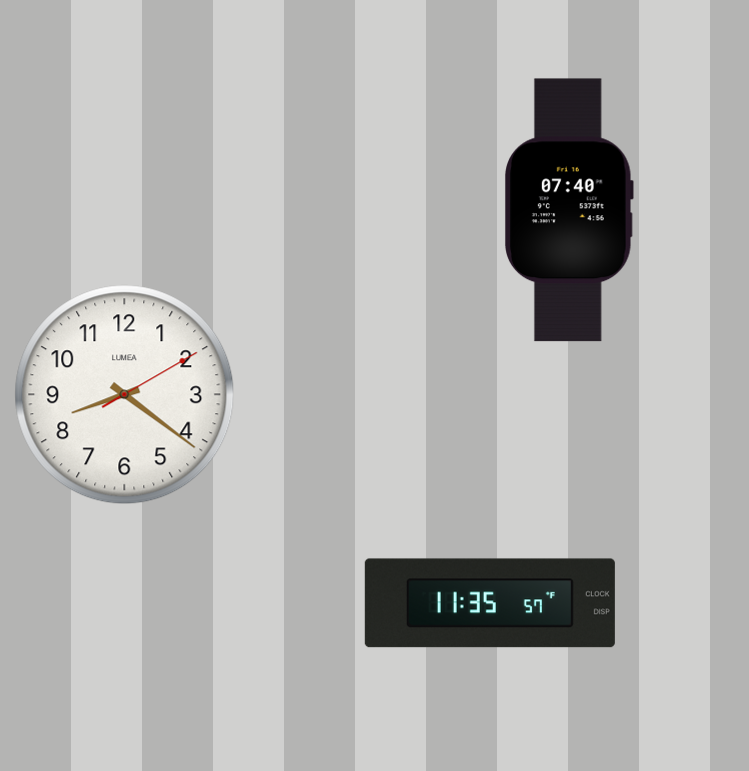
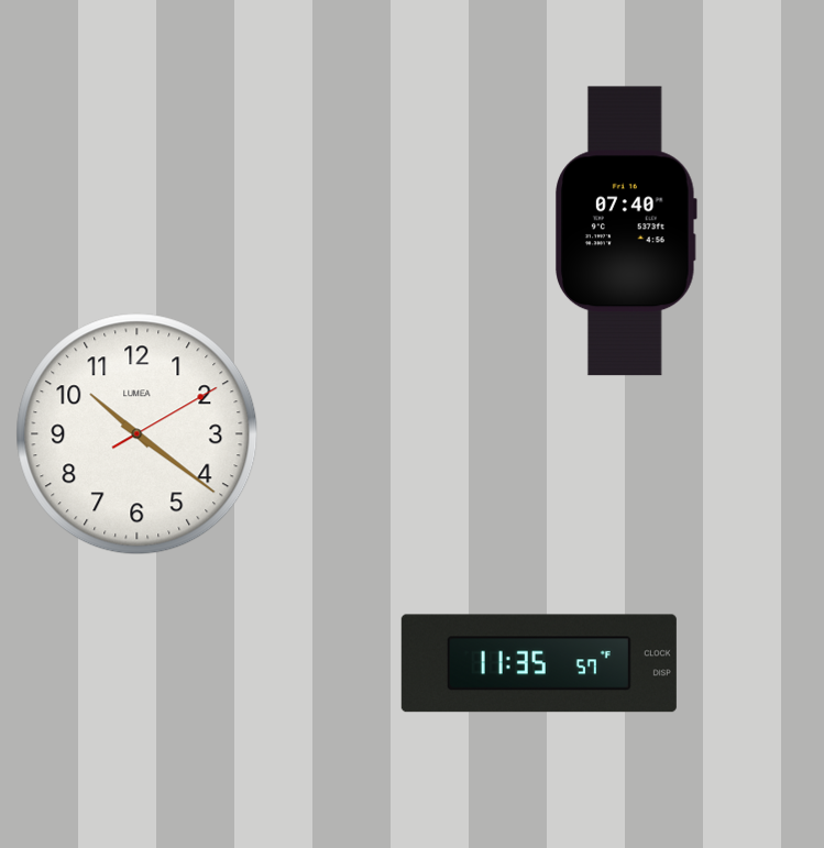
clock at (125, 395): 8:21 -> 10:21
